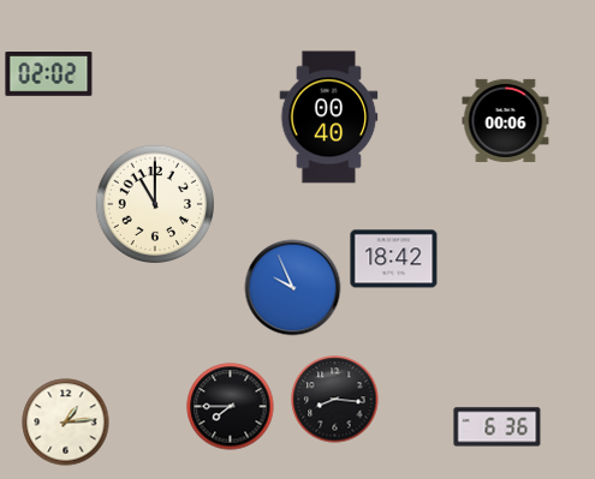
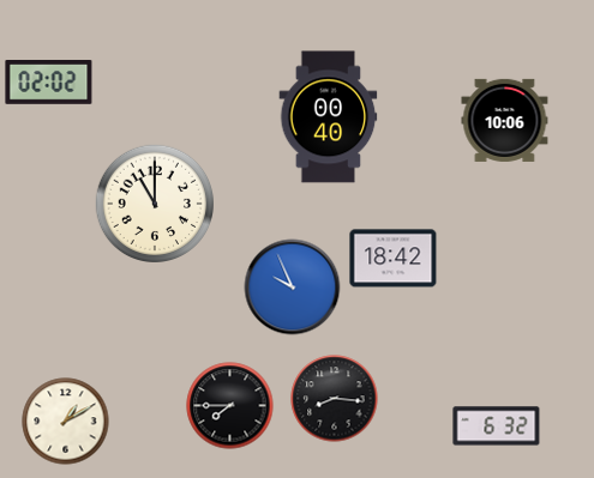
clock at (49, 74) position: (49, 74) -> (49, 83)
clock at (506, 120): 00:06 -> 10:06
clock at (66, 423): 1:14 -> 1:10
clock at (498, 427): 6:36 -> 6:32
